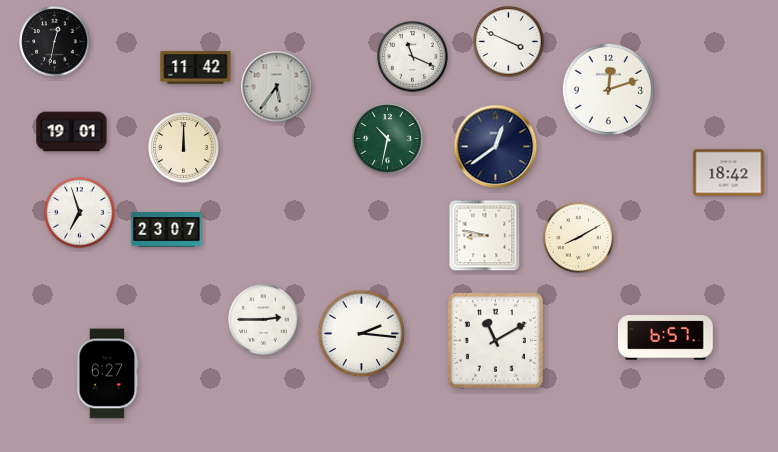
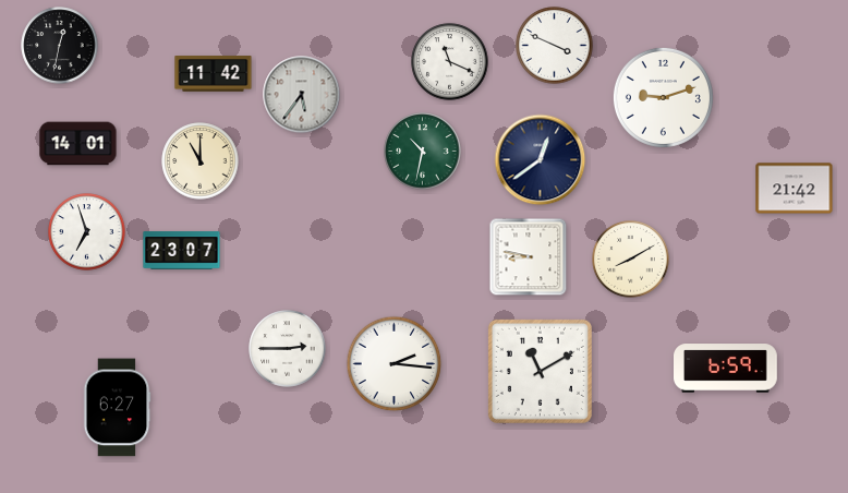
clock at (608, 89): 12:12 -> 9:12
clock at (72, 132): 19:01 -> 14:01
clock at (184, 148): 12:00 -> 11:00
clock at (729, 173): 18:42 -> 21:42
clock at (666, 338): 6:57 -> 6:59
